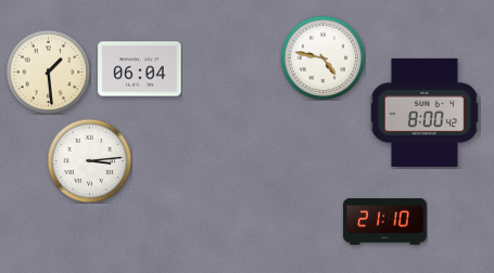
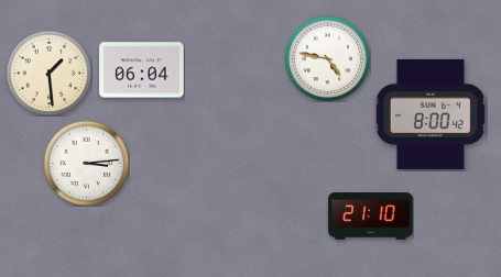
clock at (89, 160) position: (89, 160) -> (86, 163)
clock at (385, 222) position: (385, 222) -> (371, 217)
